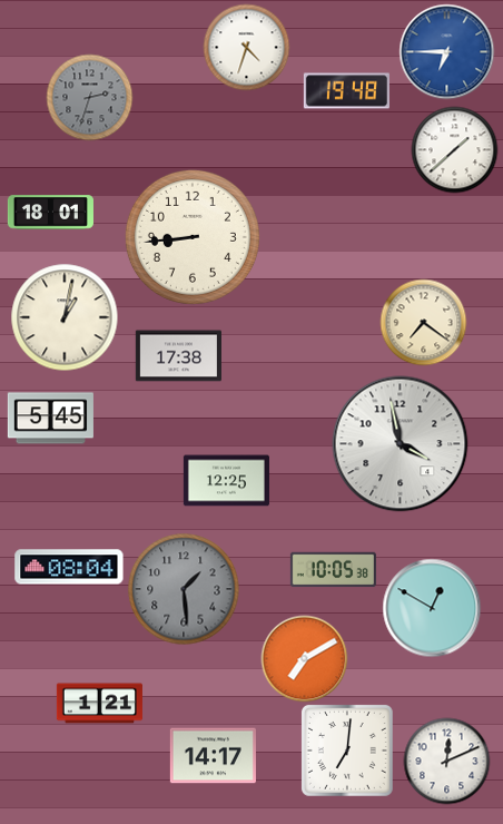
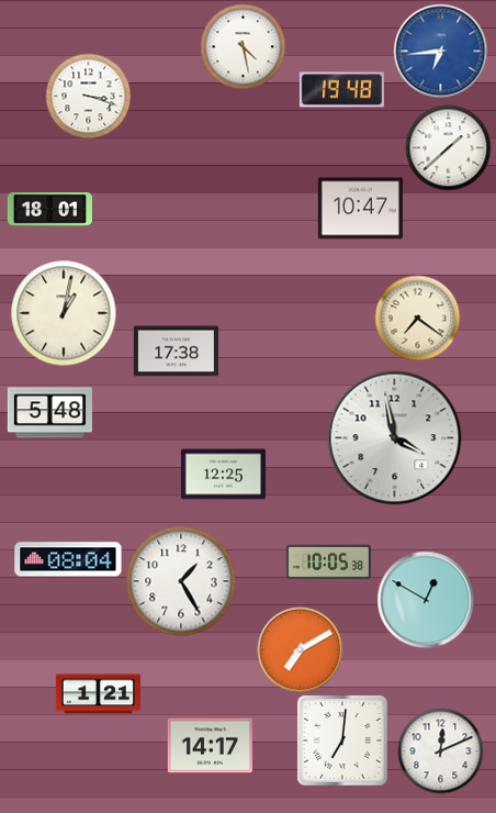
clock at (246, 47): 4:33 -> 4:28
clock at (446, 51): 6:45 -> 6:44
clock at (89, 97): 2:33 -> 3:18
clock at (89, 97) dial: grey -> white
clock at (360, 209): none -> 10:47
clock at (193, 237): 8:44 -> none
clock at (50, 419): 5:45 -> 5:48
clock at (184, 589): 1:29 -> 1:25
clock at (184, 589) dial: grey -> white
